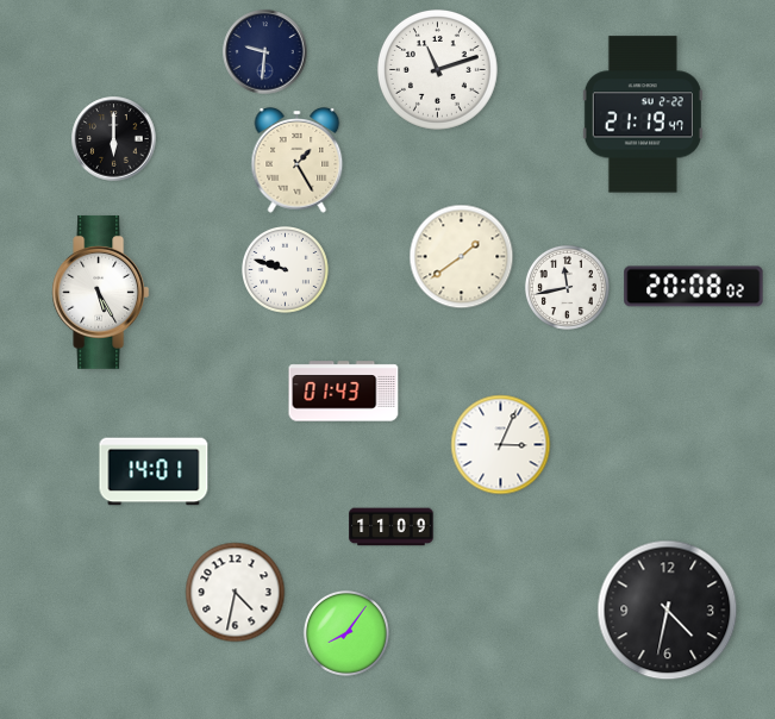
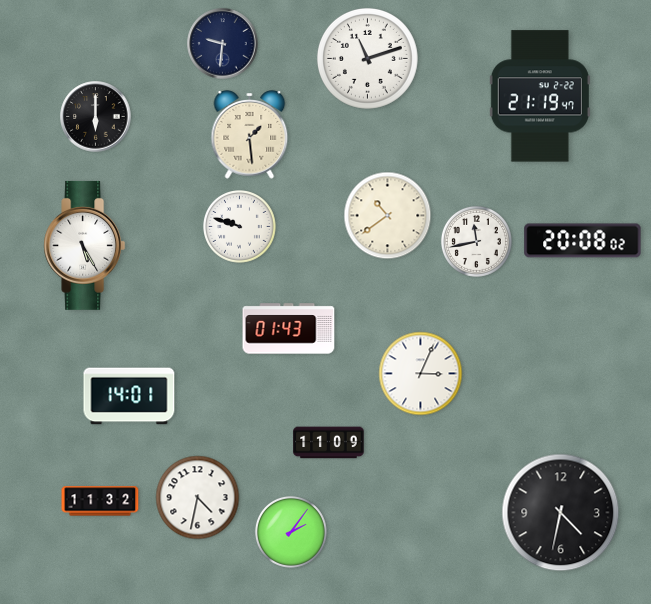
clock at (298, 161): 1:25 -> 1:29
clock at (462, 257): 1:39 -> 10:39
clock at (100, 501): none -> 11:32
clock at (346, 633): 8:06 -> 2:06
